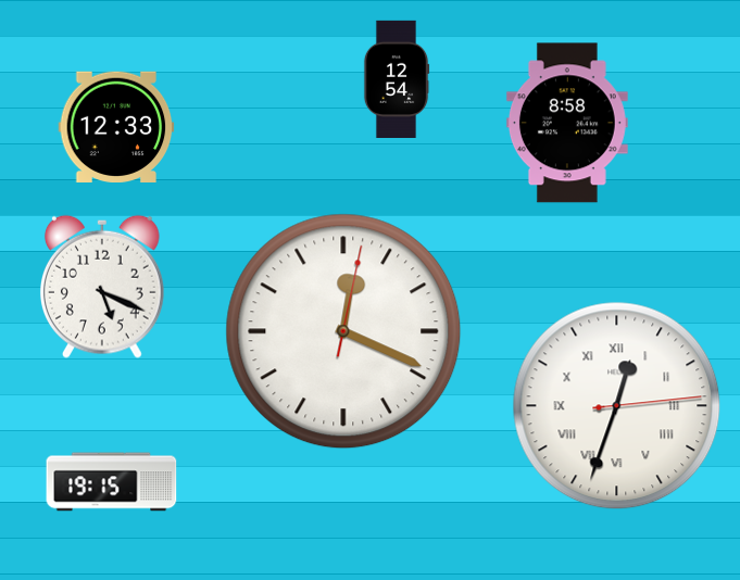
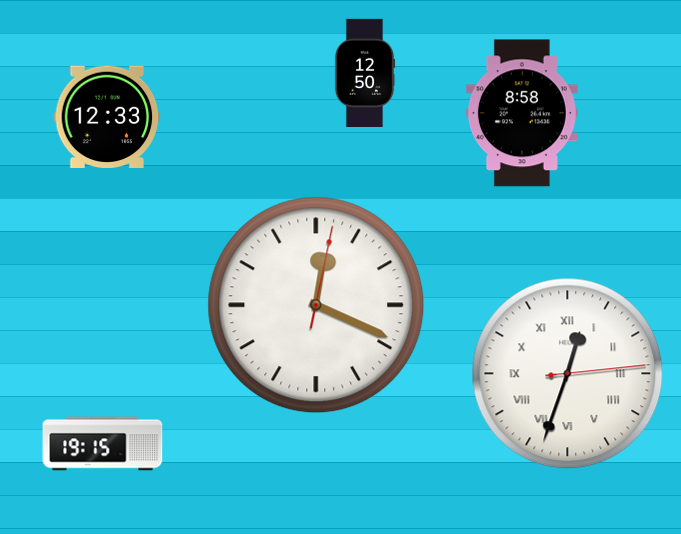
clock at (397, 78): 12:54 -> 12:50
clock at (102, 287): 5:19 -> none
